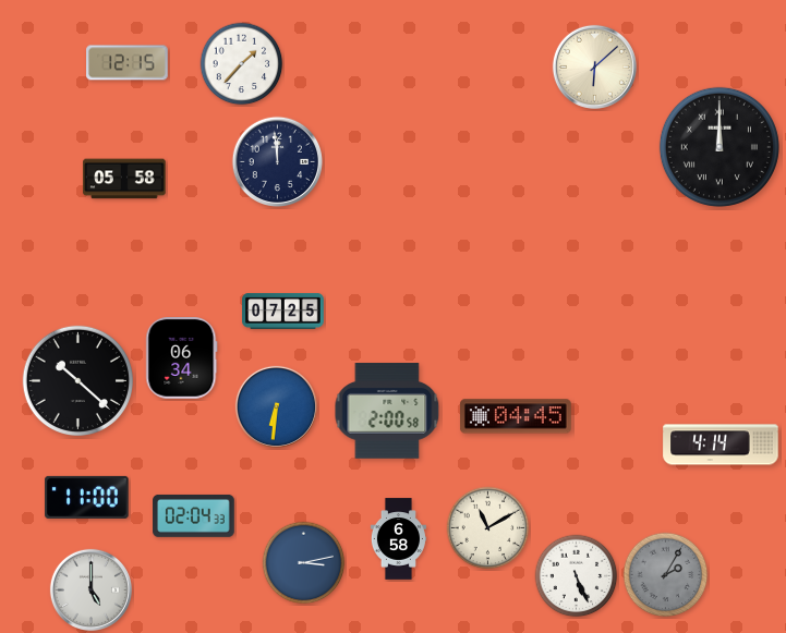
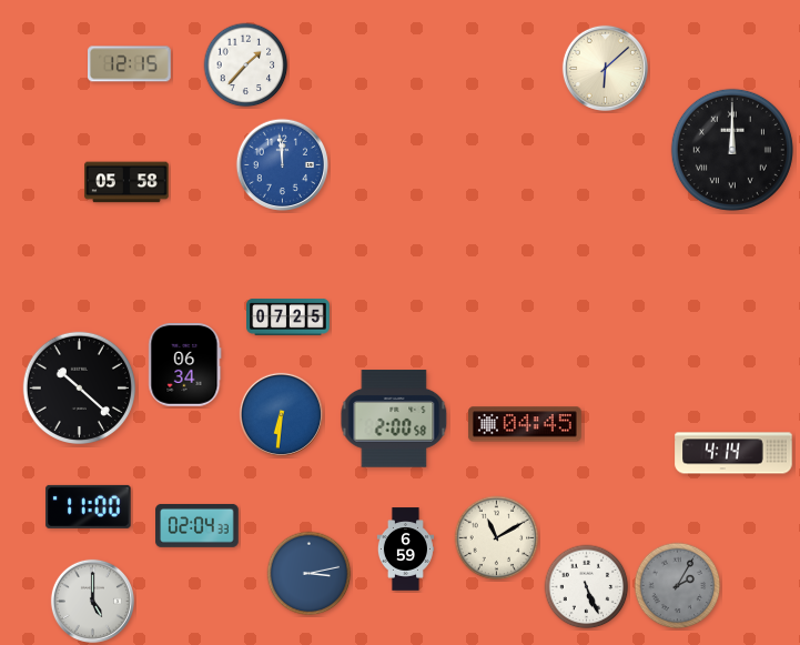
clock at (277, 161) dial: navy -> blue
clock at (398, 539): 6:58 -> 6:59
